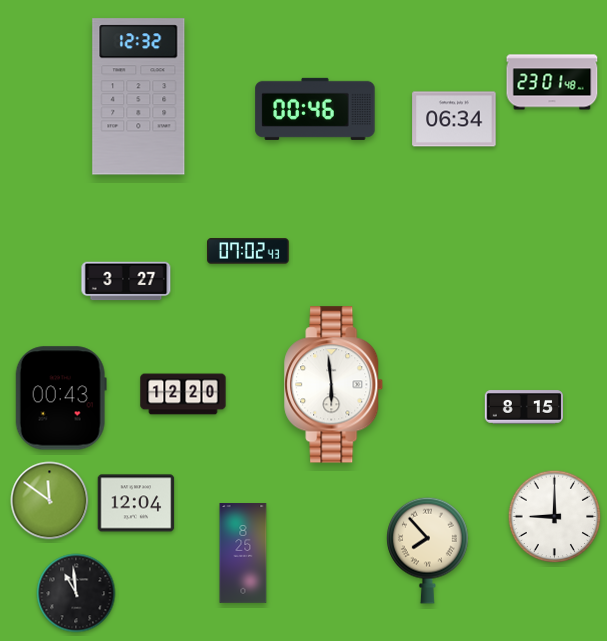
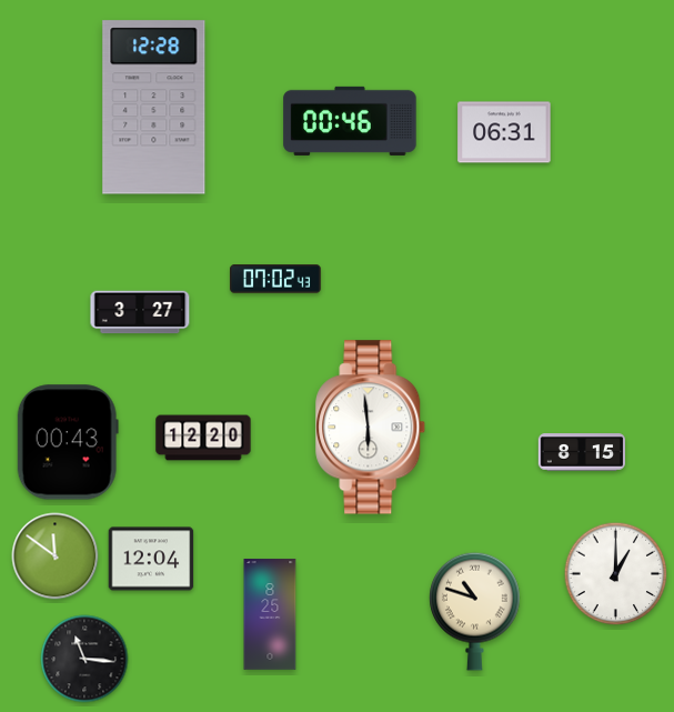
clock at (552, 82): 23:01 -> none
clock at (139, 97): 12:32 -> 12:28
clock at (454, 119): 06:34 -> 06:31
clock at (555, 517): 9:00 -> 1:00
clock at (428, 550): 7:53 -> 10:48
clock at (76, 593): 10:59 -> 11:16
